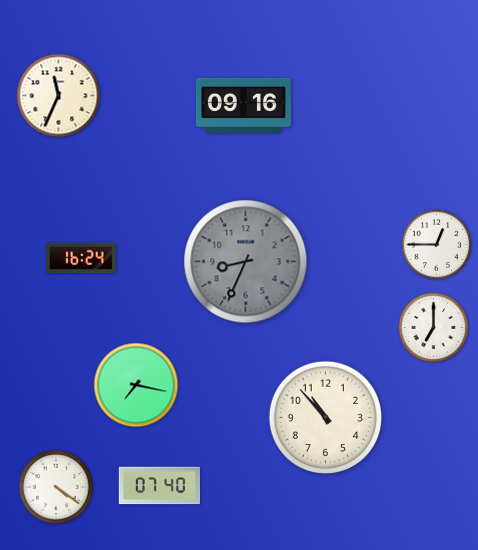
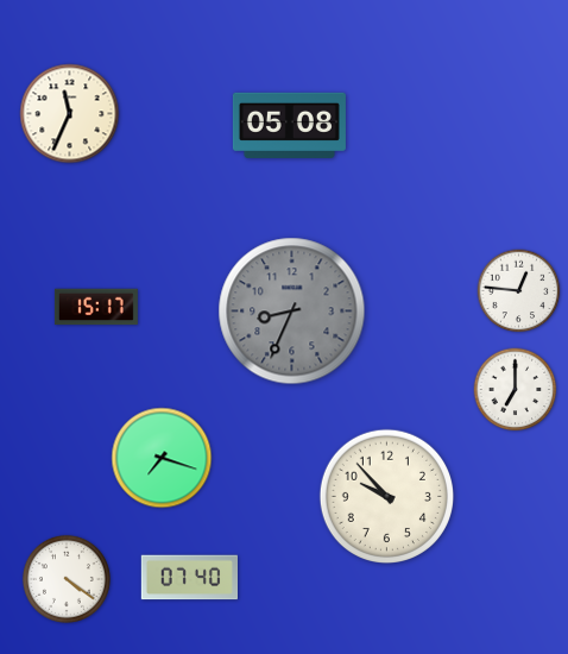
clock at (243, 105): 09:16 -> 05:08
clock at (437, 245): 12:45 -> 12:46
clock at (81, 258): 16:24 -> 15:17
clock at (136, 385): 7:17 -> 7:18
clock at (325, 417): 10:53 -> 9:53
